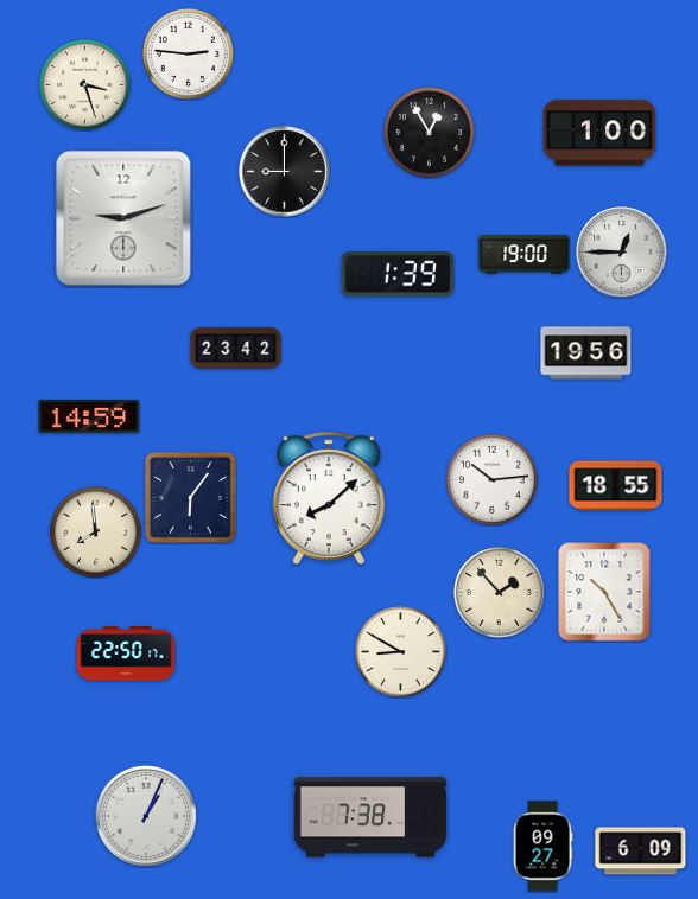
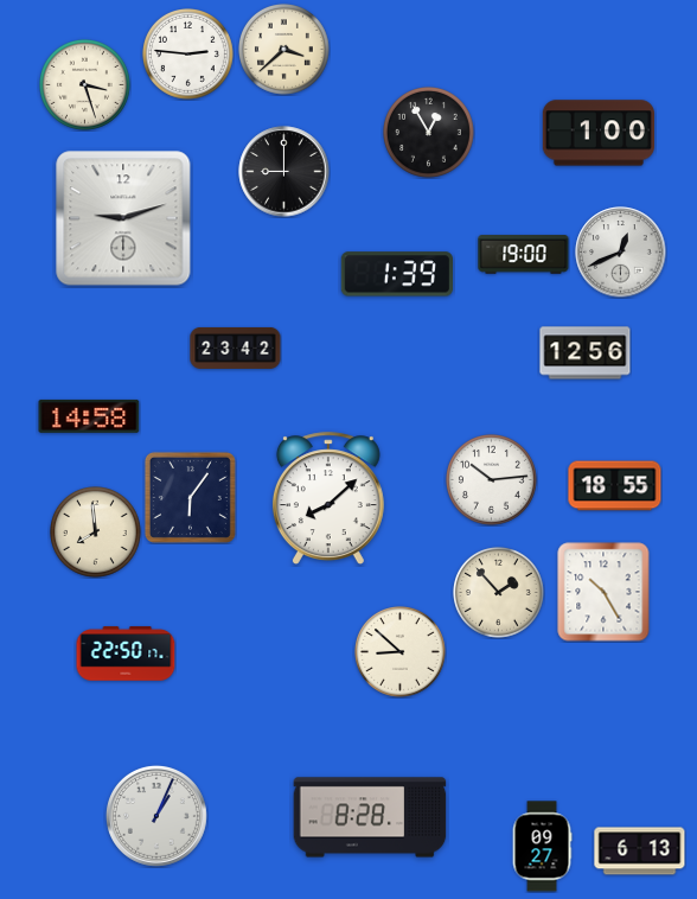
clock at (284, 50): none -> 3:38
clock at (622, 253): 12:45 -> 12:41
clock at (586, 353): 19:56 -> 12:56
clock at (89, 416): 14:59 -> 14:58
clock at (401, 652): 8:50 -> 8:52
clock at (146, 816) position: (146, 816) -> (156, 816)
clock at (370, 817): 7:38 -> 8:28
clock at (641, 852): 6:09 -> 6:13
